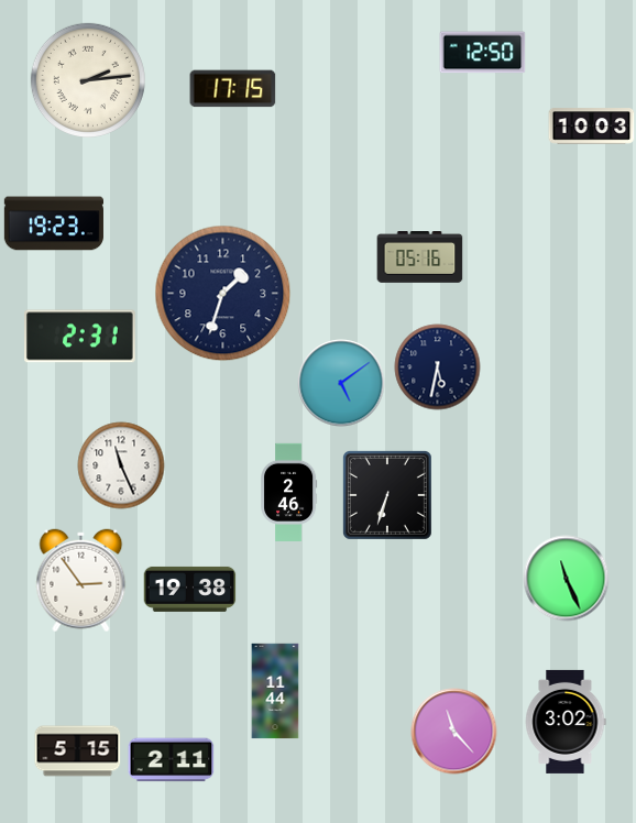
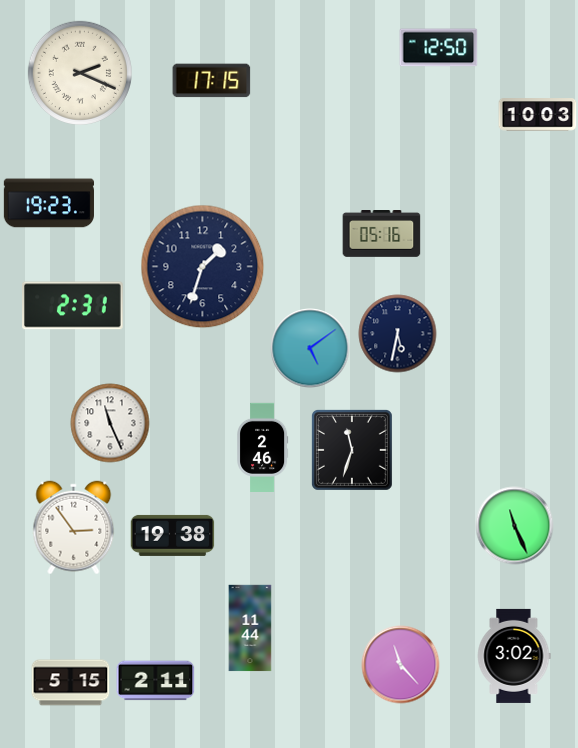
clock at (88, 80): 2:14 -> 2:19
clock at (387, 495): 6:33 -> 11:33
clock at (453, 731) position: (453, 731) -> (400, 664)
clock at (171, 760) position: (171, 760) -> (155, 681)
